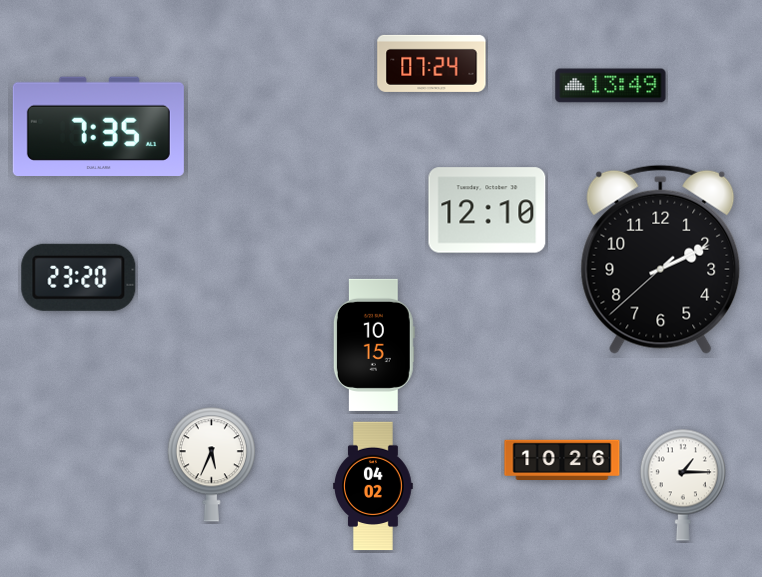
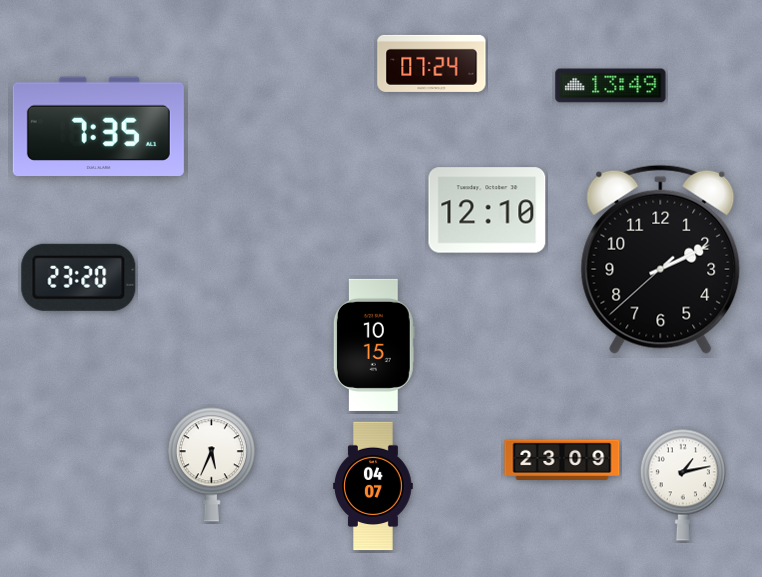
clock at (562, 460): 10:26 -> 23:09
clock at (683, 485): 1:15 -> 1:13
clock at (374, 486): 04:02 -> 04:07
